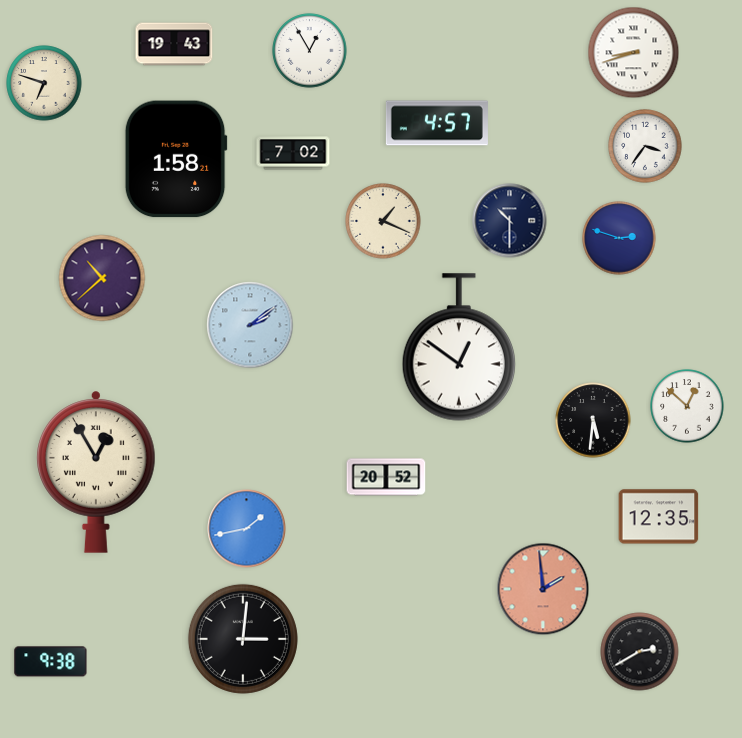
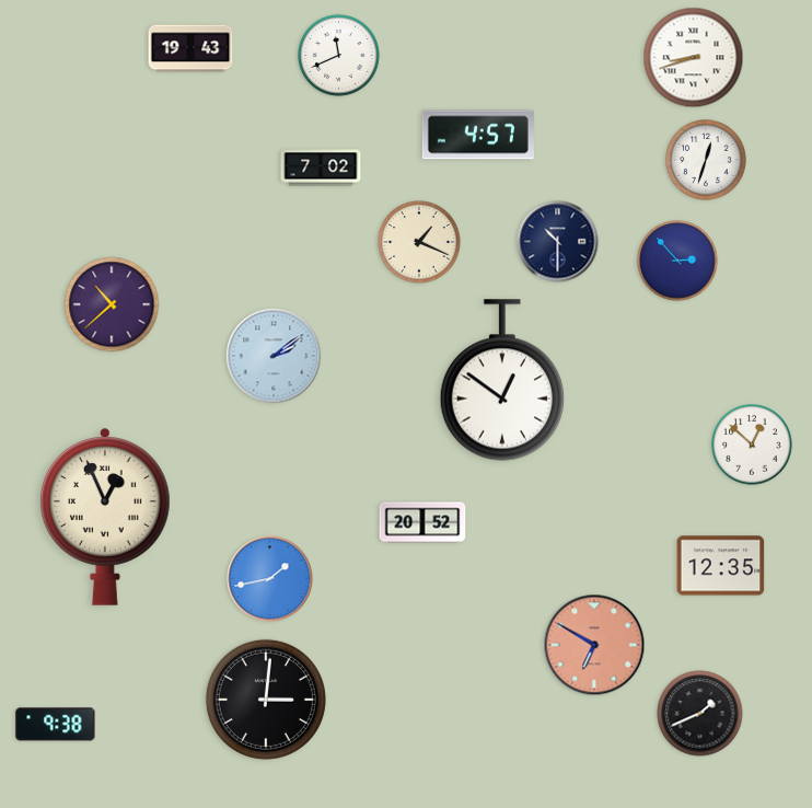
clock at (310, 51): 12:55 -> 11:41
clock at (44, 83): 6:48 -> none
clock at (645, 146): 3:36 -> 12:33
clock at (176, 159): 1:58 -> none
clock at (619, 238): 2:48 -> 2:53
clock at (593, 420): 5:31 -> none
clock at (97, 472): 12:55 -> 12:56
clock at (543, 589): 1:59 -> 6:50
clock at (640, 652): 2:40 -> 1:41
